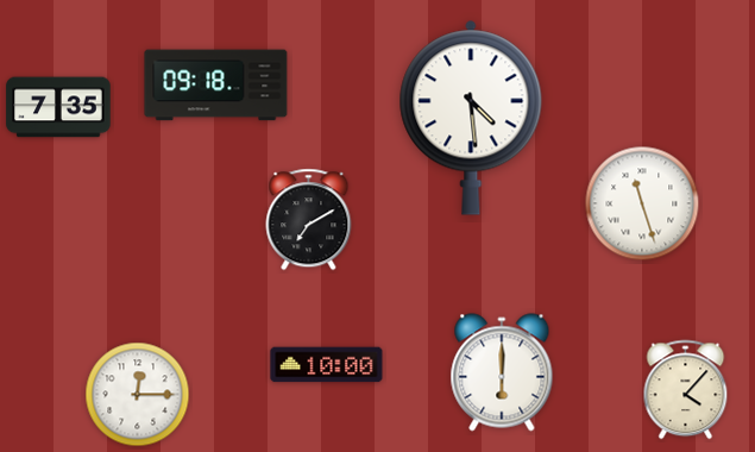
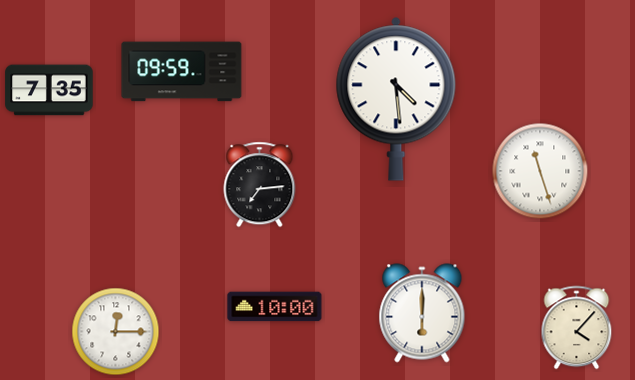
clock at (216, 86): 09:18 -> 09:59
clock at (309, 220): 7:10 -> 7:14
